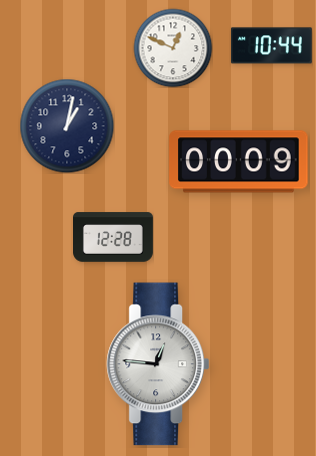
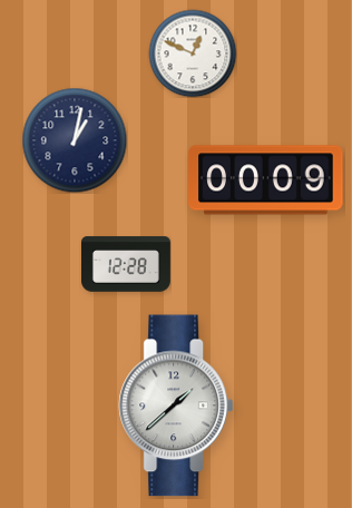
clock at (271, 46): 10:44 -> none
clock at (157, 364): 12:46 -> 1:38
